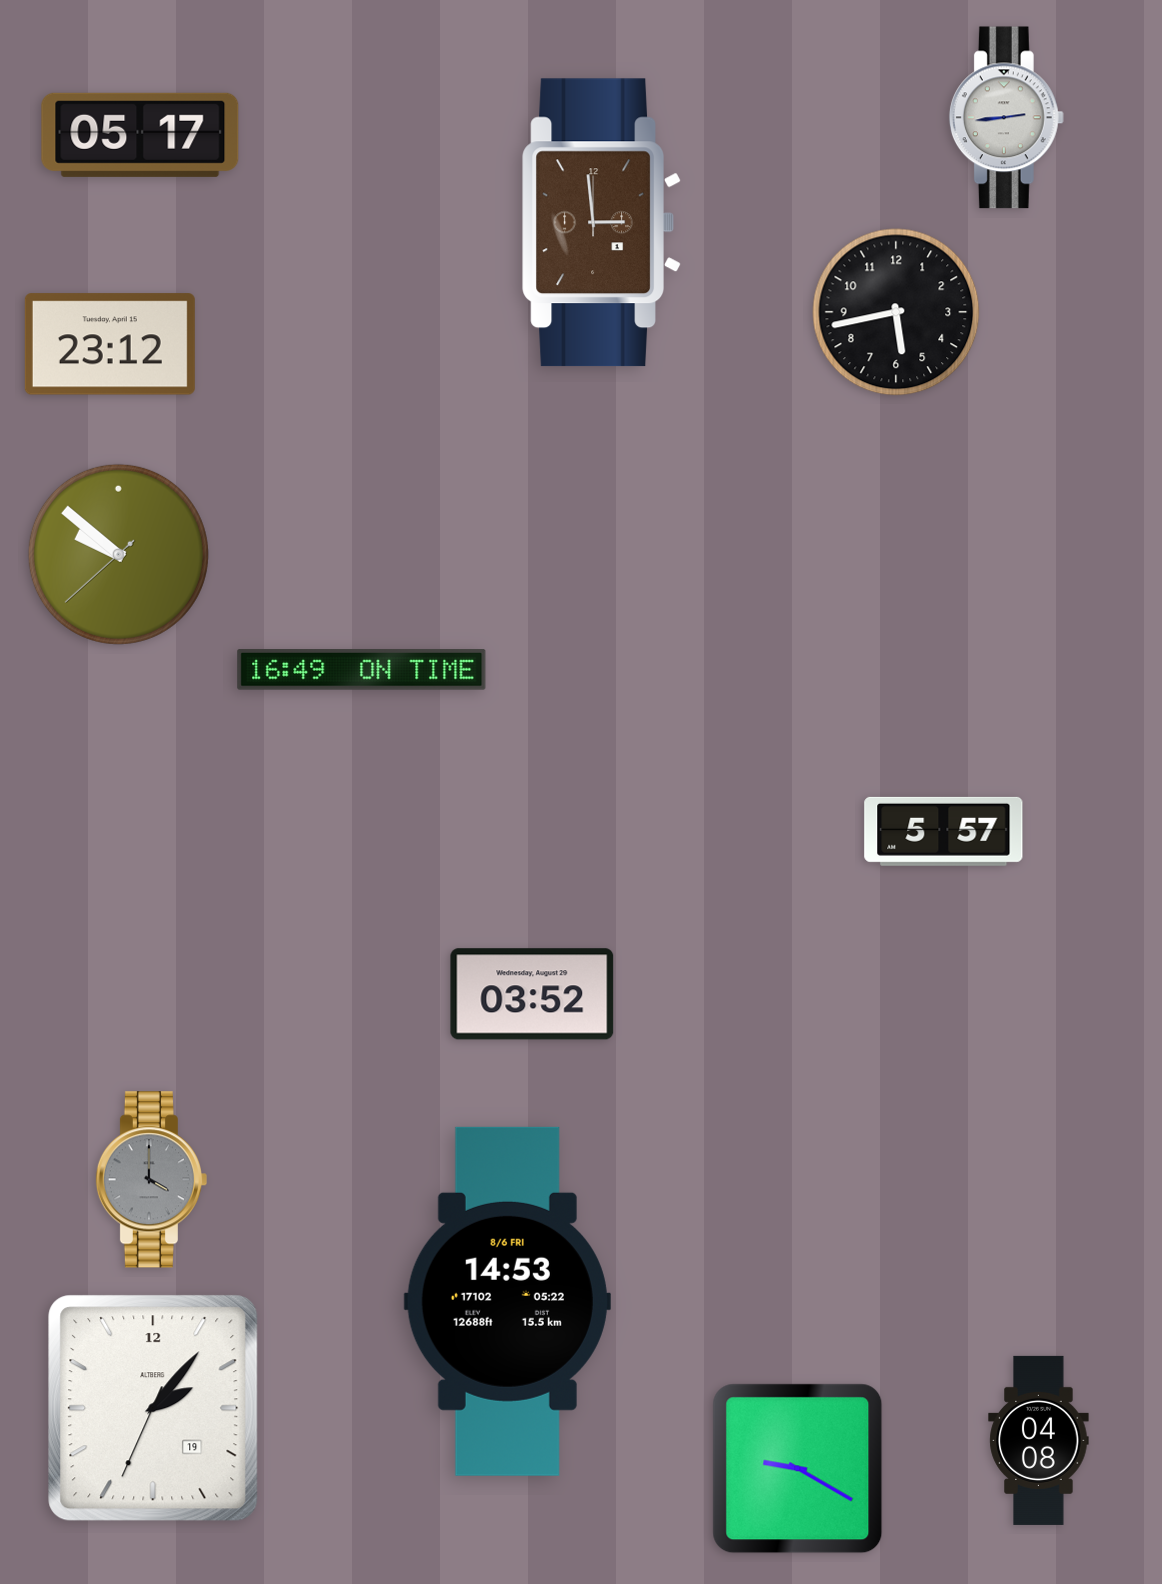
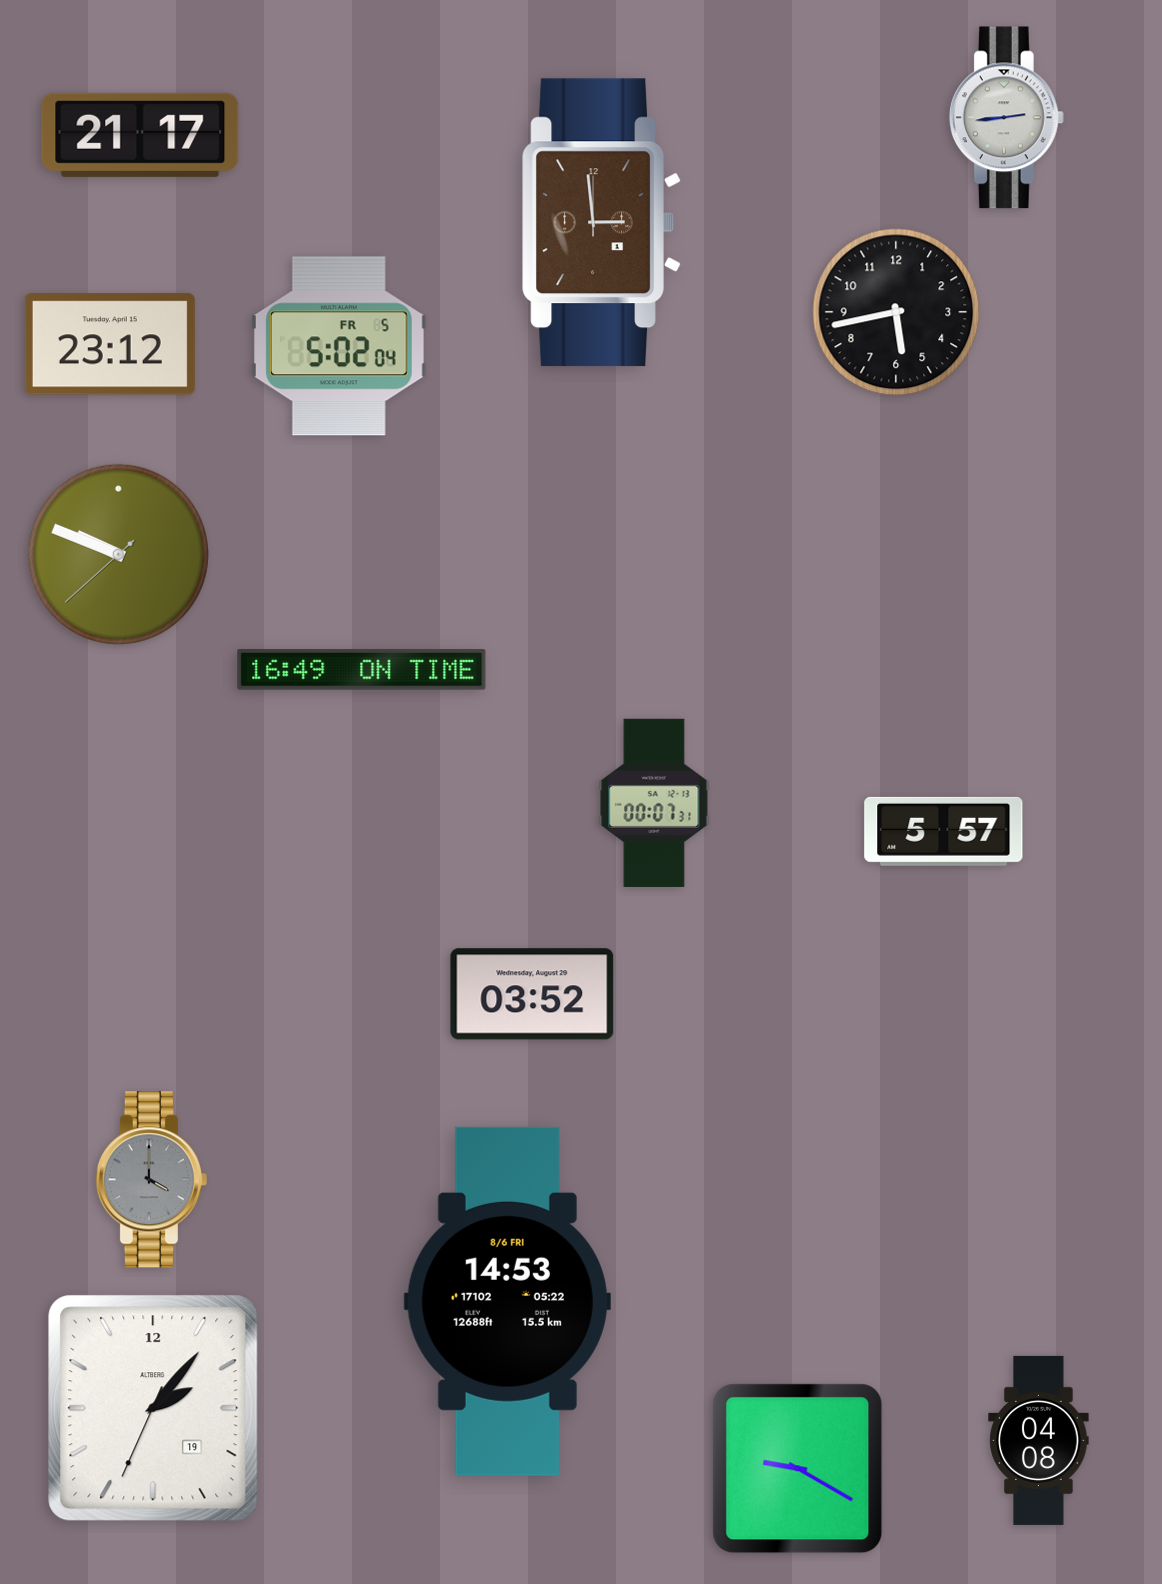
clock at (140, 135): 05:17 -> 21:17
clock at (339, 346): none -> 5:02
clock at (118, 554): 9:51 -> 9:48
clock at (654, 803): none -> 00:07
